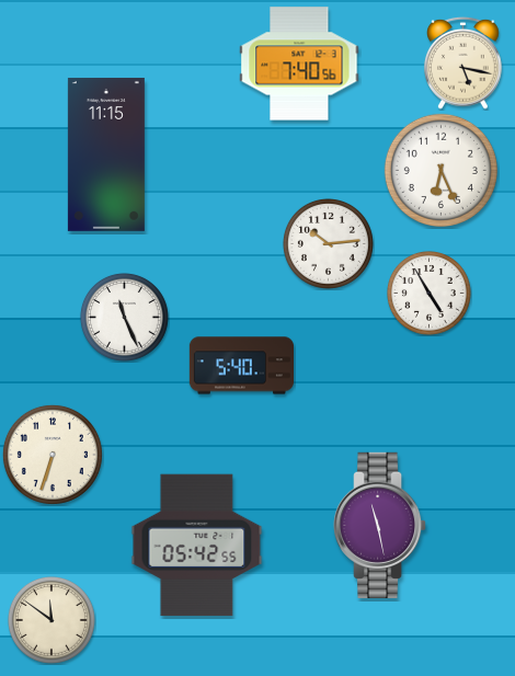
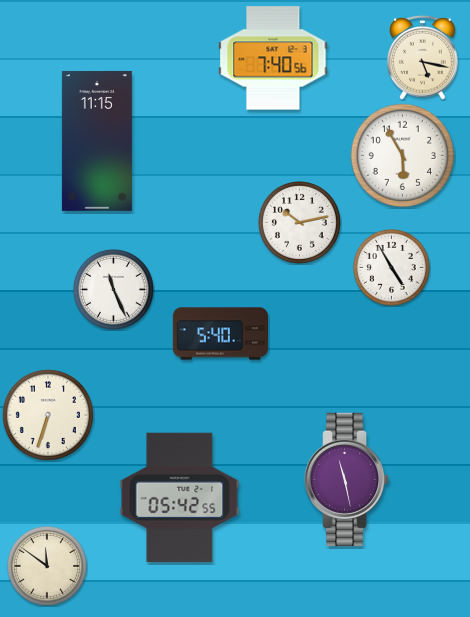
clock at (440, 170): 6:26 -> 5:55
clock at (328, 243): 10:14 -> 10:13
